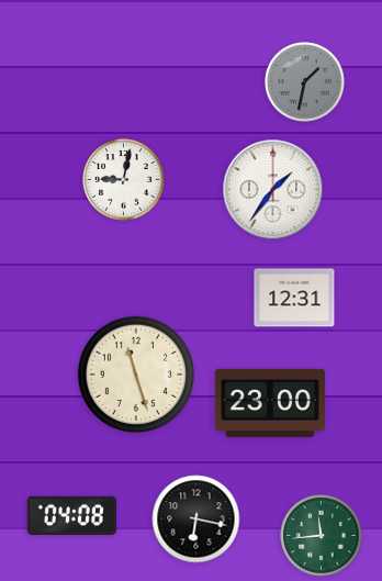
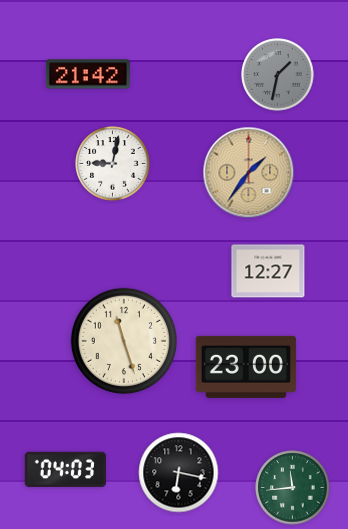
clock at (88, 74): none -> 21:42
clock at (273, 190) dial: white -> champagne
clock at (294, 298): 12:31 -> 12:27
clock at (71, 515): 04:08 -> 04:03
